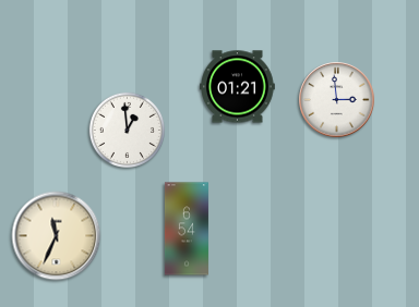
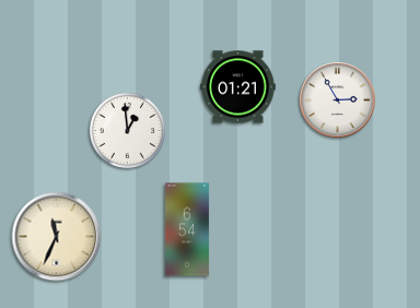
clock at (337, 100): 2:59 -> 2:55
